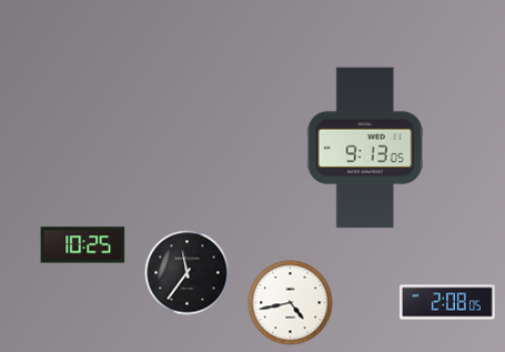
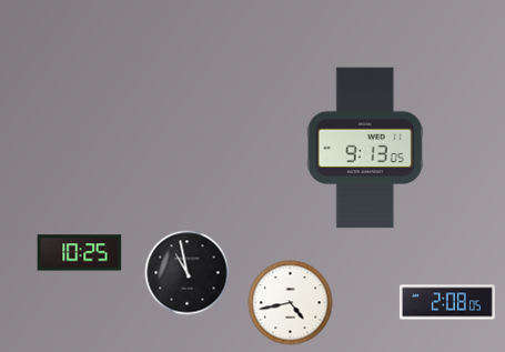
clock at (83, 245) position: (83, 245) -> (80, 253)
clock at (188, 273): 11:36 -> 10:58
